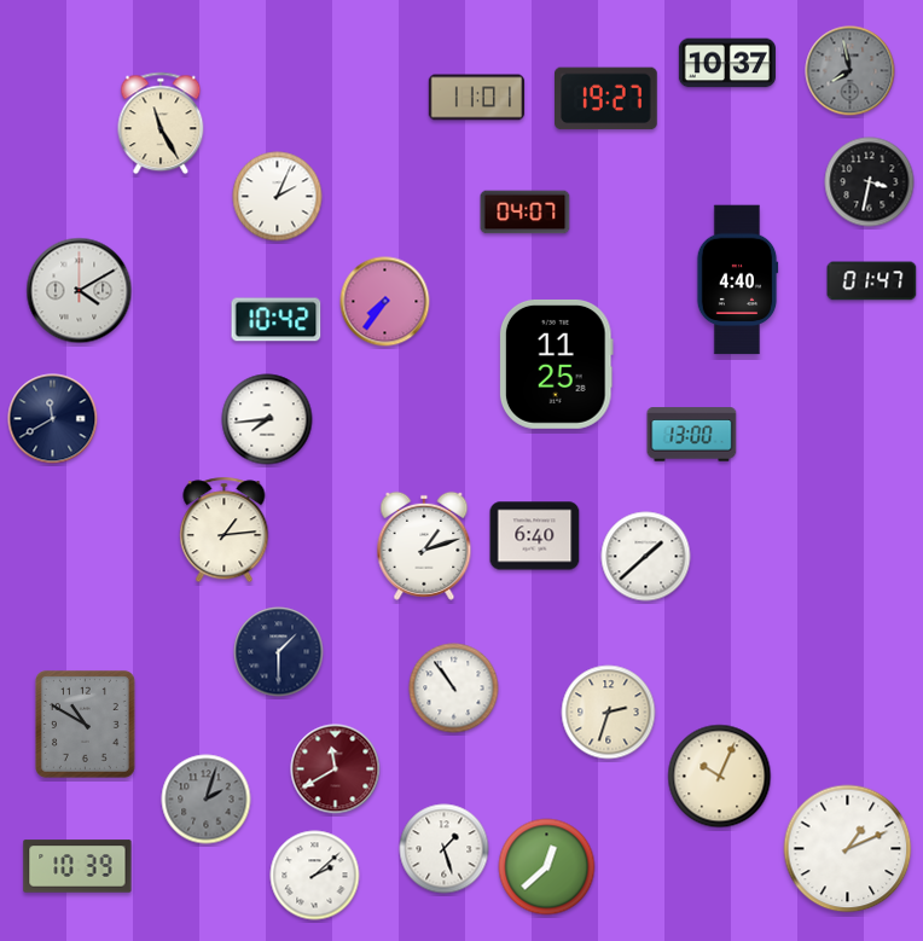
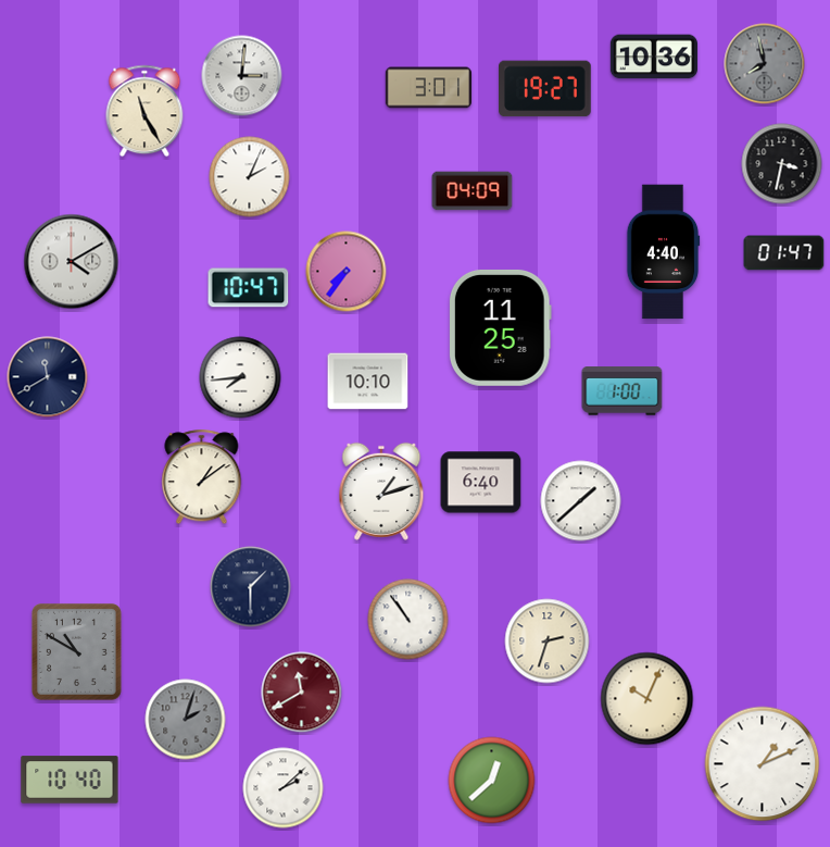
clock at (727, 63): 10:37 -> 10:36
clock at (242, 76): none -> 3:01
clock at (477, 98): 11:01 -> 3:01
clock at (526, 213): 04:07 -> 04:09
clock at (277, 320): 10:42 -> 10:47
clock at (368, 382): none -> 10:10
clock at (692, 435): 13:00 -> 1:00
clock at (225, 530): 1:14 -> 1:09
clock at (445, 849): 1:27 -> none
clock at (77, 866): 10:39 -> 10:40
